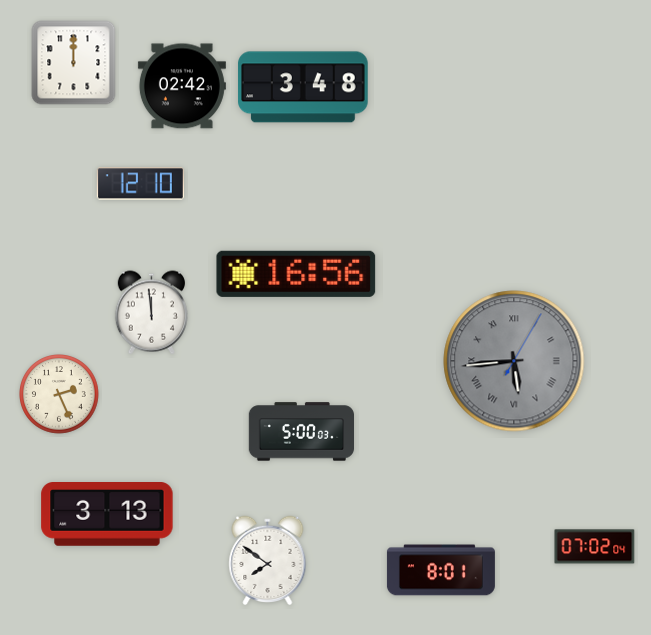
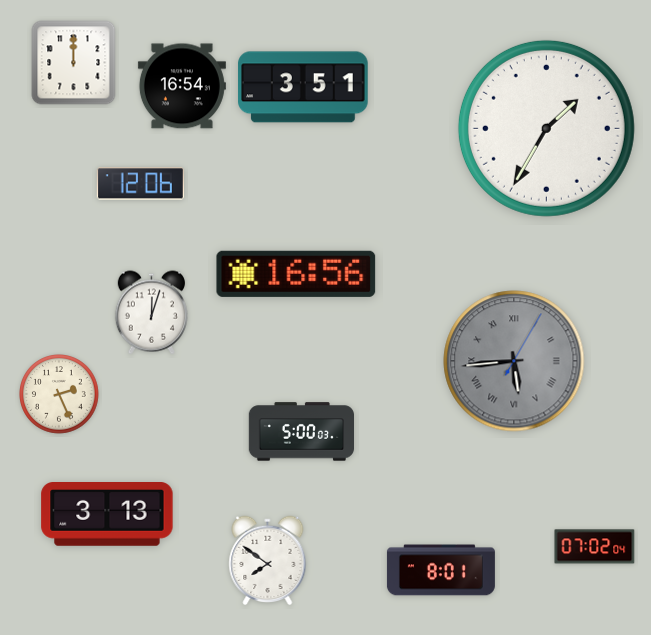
clock at (182, 86): 02:42 -> 16:54
clock at (303, 87): 3:48 -> 3:51
clock at (546, 128): none -> 1:35
clock at (140, 184): 12:10 -> 12:06
clock at (151, 313): 11:59 -> 12:03
